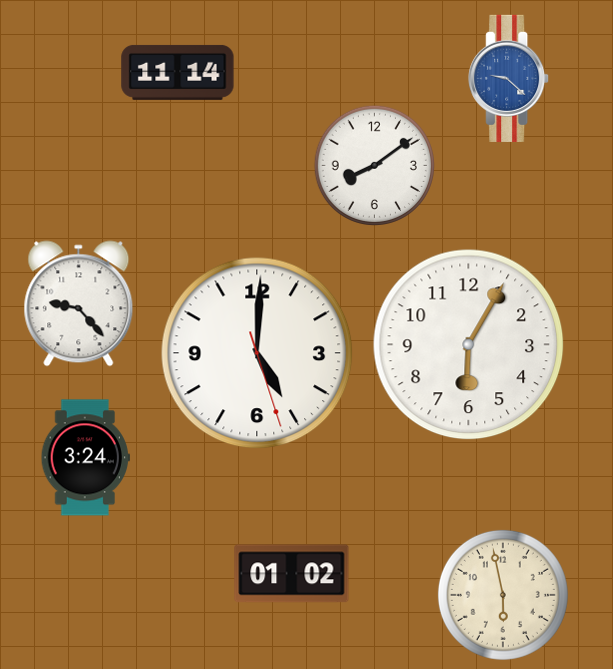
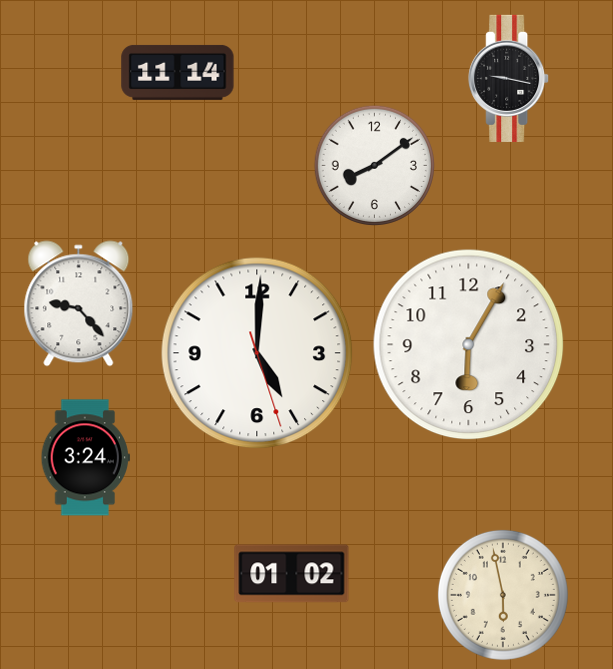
clock at (509, 78): 9:22 -> 9:17
clock at (509, 78) dial: blue -> black
